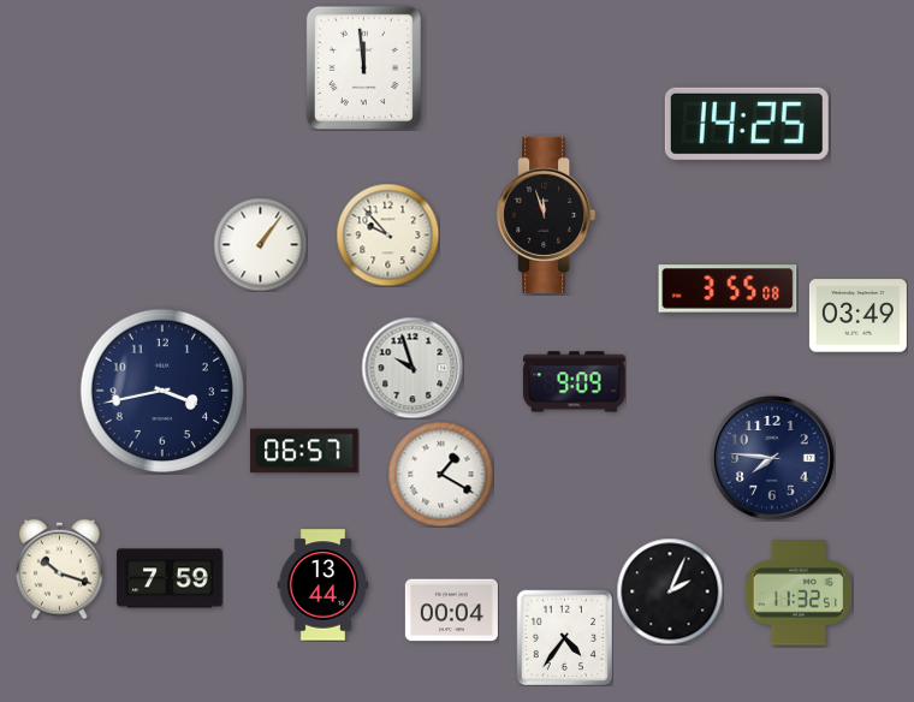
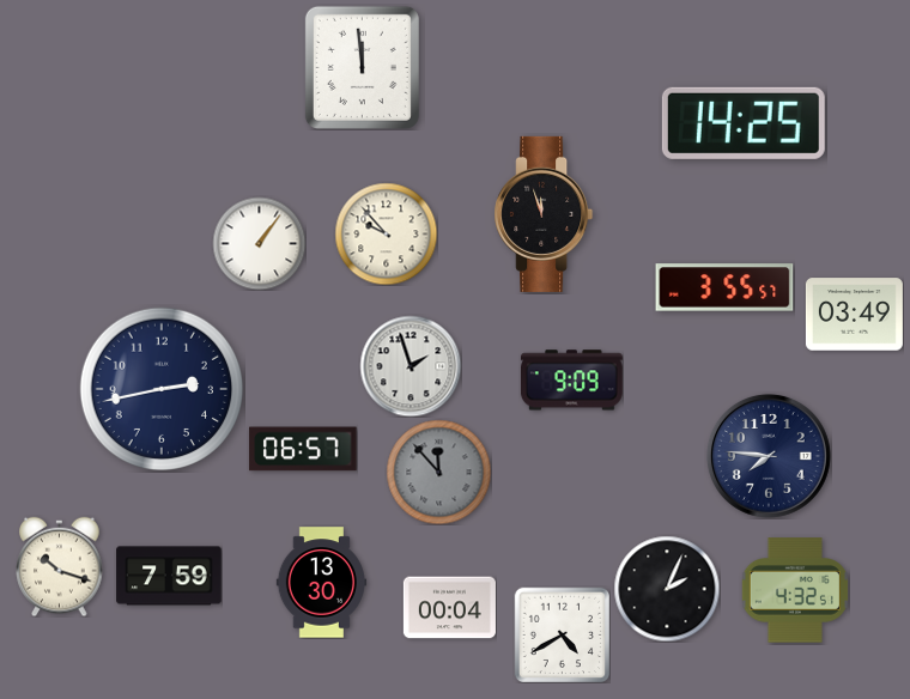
clock at (728, 288): 3:55:08 -> 3:55:57
clock at (413, 368): 9:57 -> 1:57
clock at (161, 389): 3:43 -> 2:43
clock at (440, 474): 1:20 -> 11:53
clock at (440, 474) dial: white -> grey
clock at (324, 585): 13:44 -> 13:30
clock at (799, 593): 11:32 -> 4:32
clock at (564, 637): 4:36 -> 4:40
